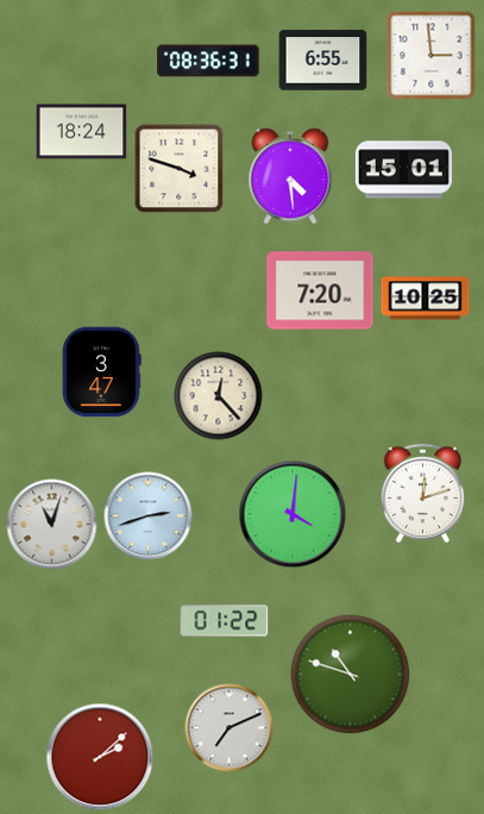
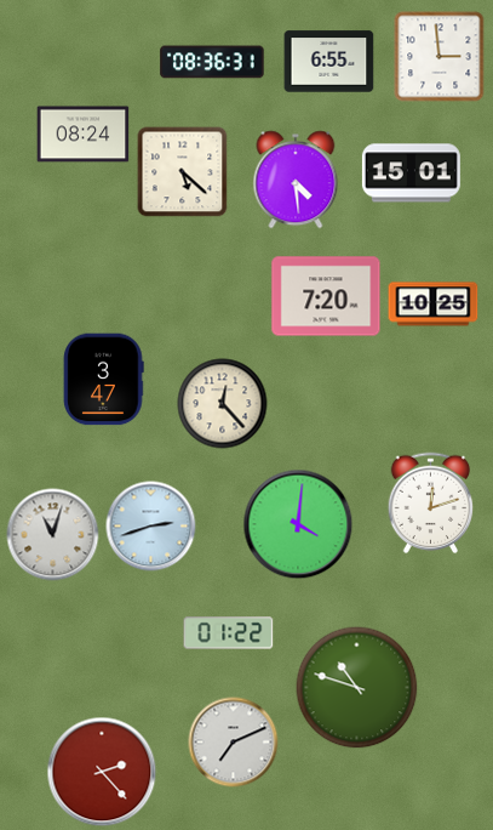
clock at (82, 132): 18:24 -> 08:24
clock at (180, 169): 3:48 -> 5:22
clock at (100, 757): 2:08 -> 2:23
